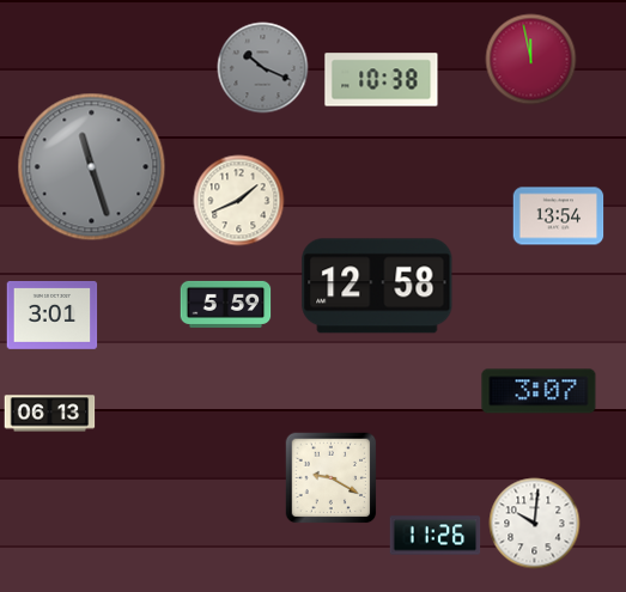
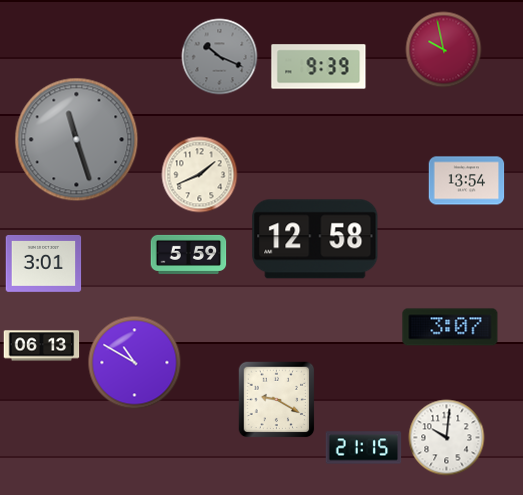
clock at (531, 60): 11:58 -> 9:58
clock at (382, 80): 10:38 -> 9:39
clock at (239, 201) position: (239, 201) -> (200, 175)
clock at (135, 363): none -> 10:50
clock at (436, 536): 11:26 -> 21:15
